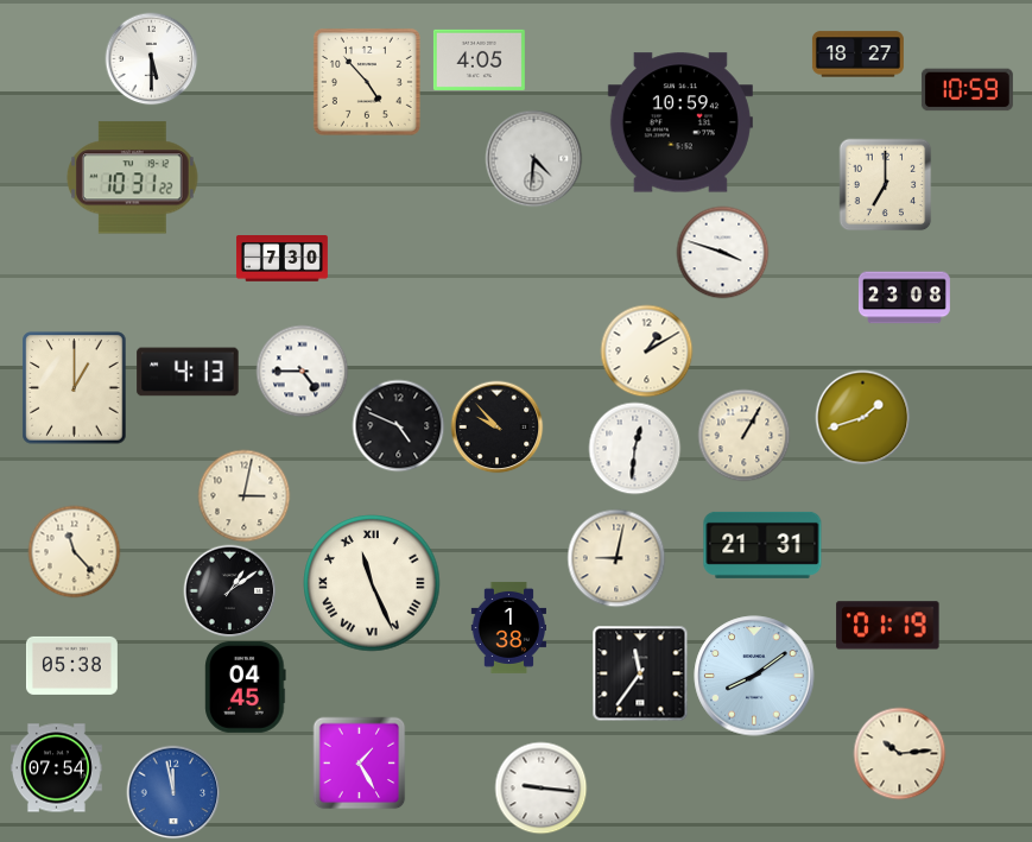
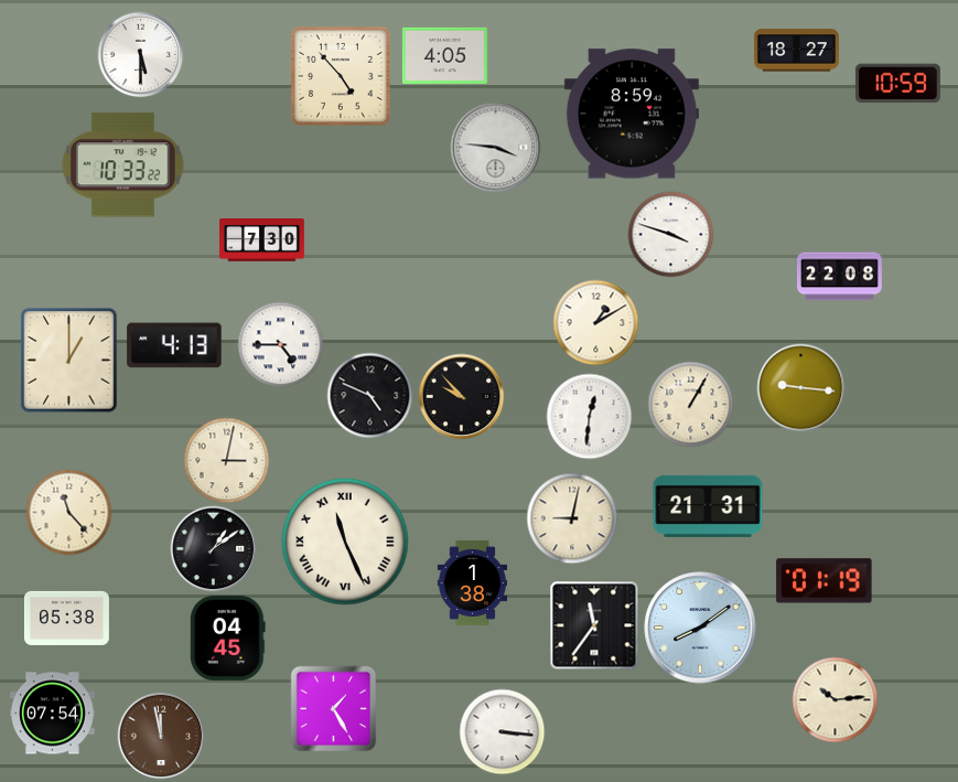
clock at (680, 122): 10:59 -> 8:59
clock at (533, 158): 4:31 -> 3:46
clock at (133, 178): 10:31 -> 10:33
clock at (885, 184): 7:00 -> none
clock at (904, 298): 23:08 -> 22:08
clock at (646, 350) position: (646, 350) -> (595, 322)
clock at (862, 417): 1:42 -> 9:16
clock at (540, 787): 9:16 -> 3:16
clock at (173, 792) dial: blue -> brown
